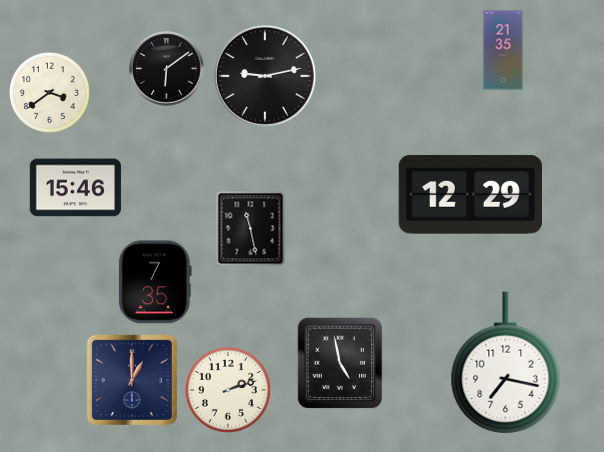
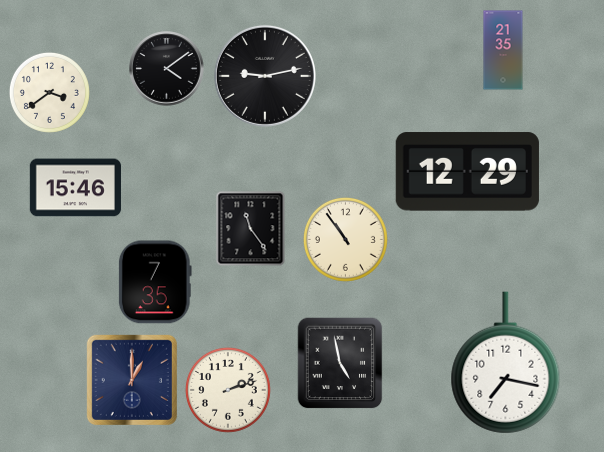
clock at (167, 69): 6:09 -> 4:09
clock at (470, 195) position: (470, 195) -> (467, 172)
clock at (251, 229): 11:28 -> 11:24
clock at (345, 239): none -> 10:54
